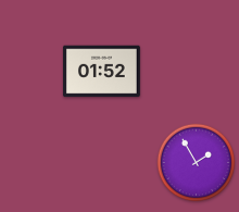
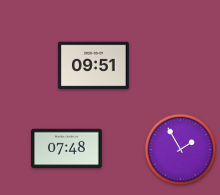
clock at (101, 72): 01:52 -> 09:51
clock at (67, 149): none -> 07:48
